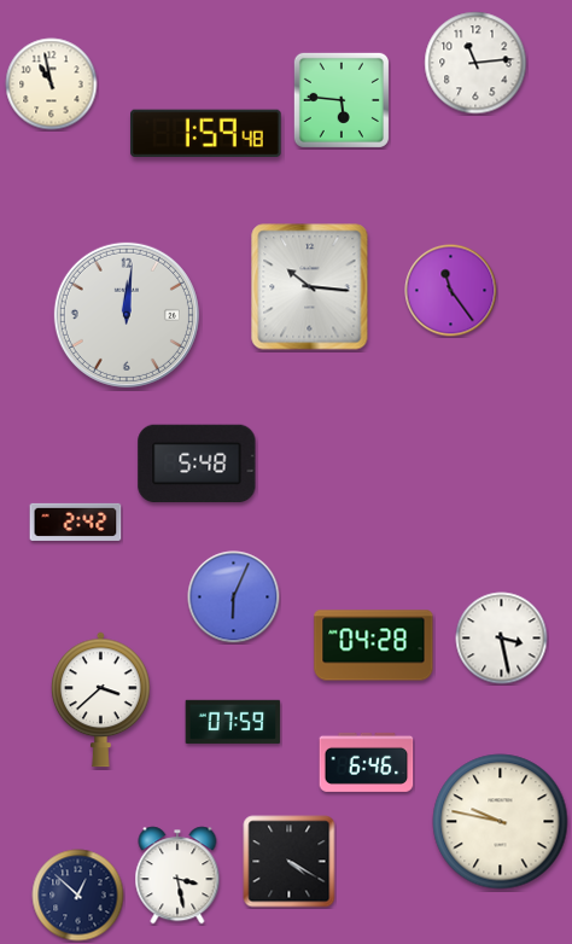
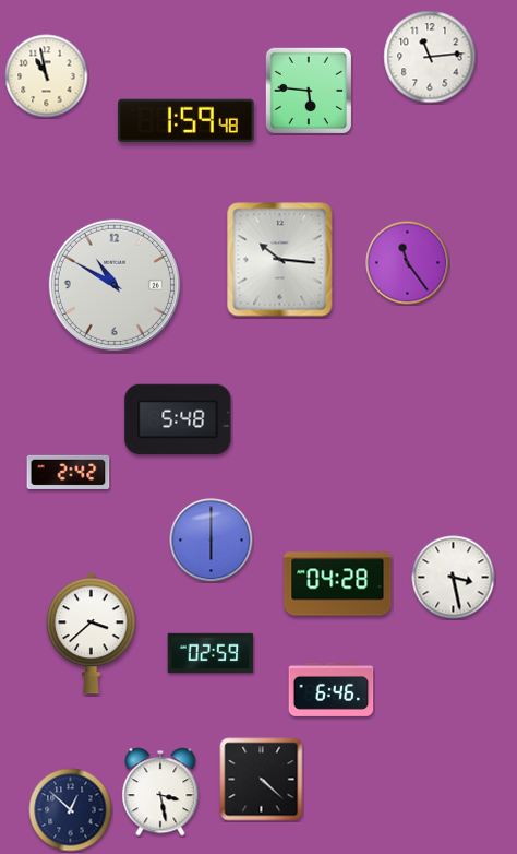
clock at (127, 315): 12:01 -> 10:50
clock at (234, 598): 6:04 -> 6:00
clock at (233, 722): 07:59 -> 02:59
clock at (501, 822): 9:47 -> none
clock at (290, 862): 4:20 -> 4:22
